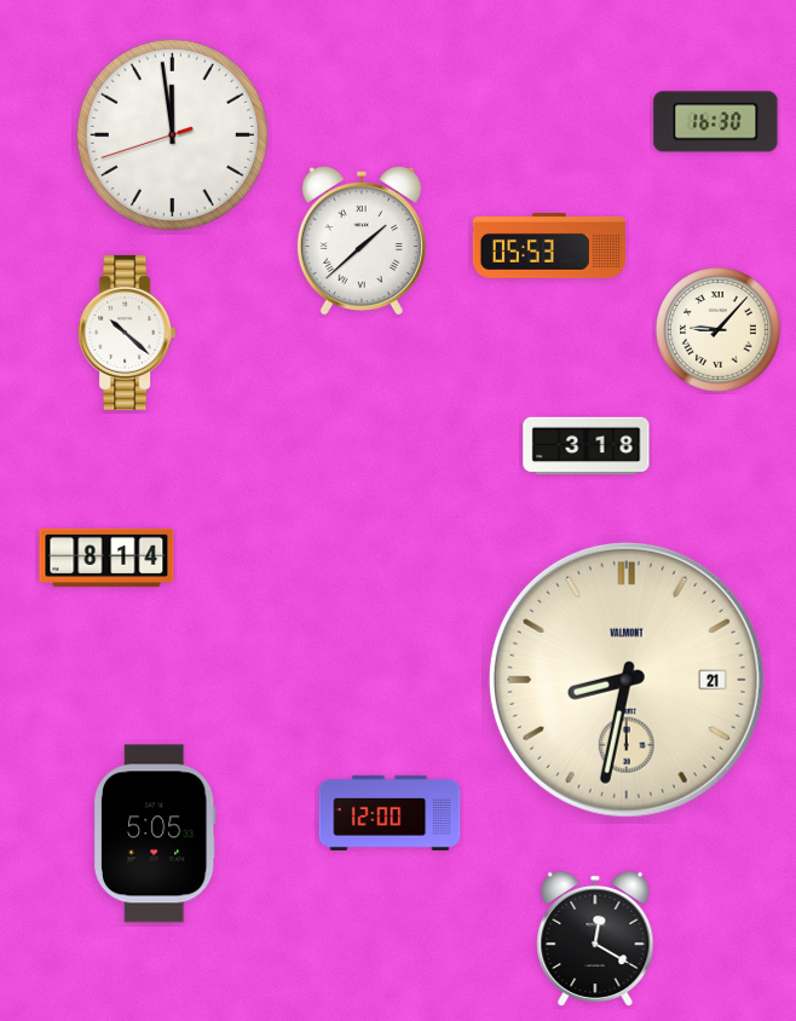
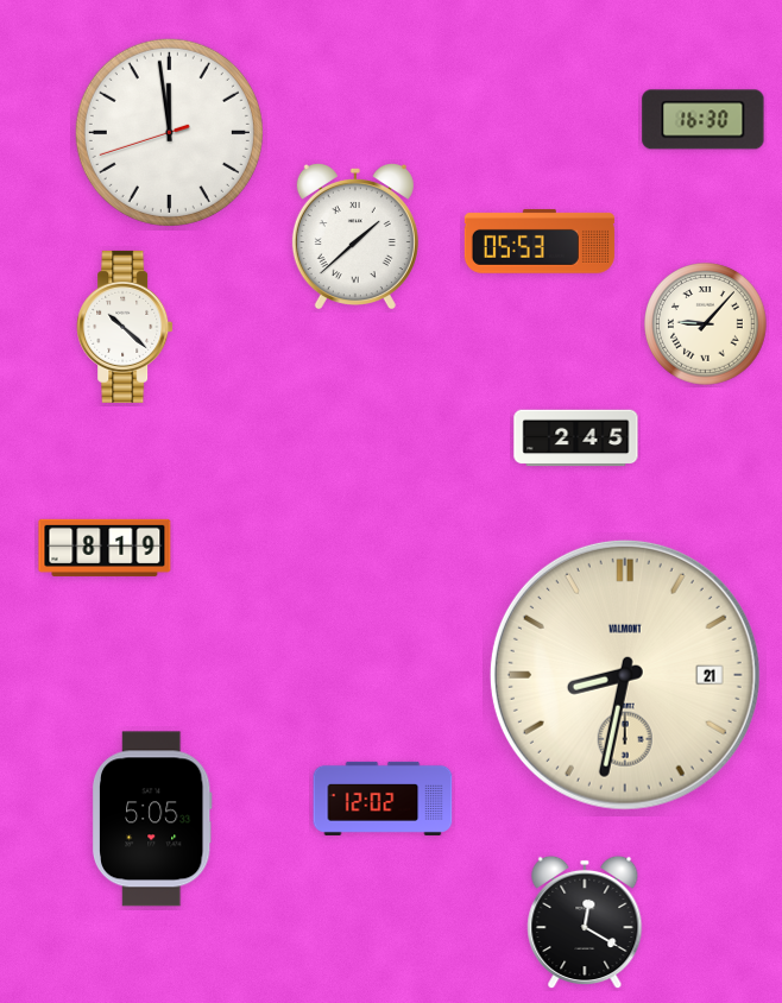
clock at (587, 446): 3:18 -> 2:45
clock at (106, 558): 8:14 -> 8:19
clock at (627, 680) position: (627, 680) -> (625, 675)
clock at (390, 813): 12:00 -> 12:02
